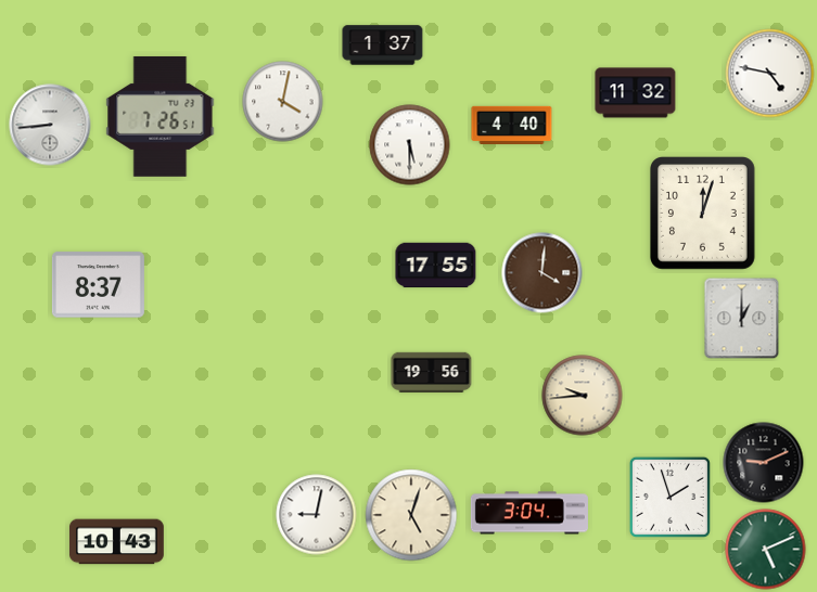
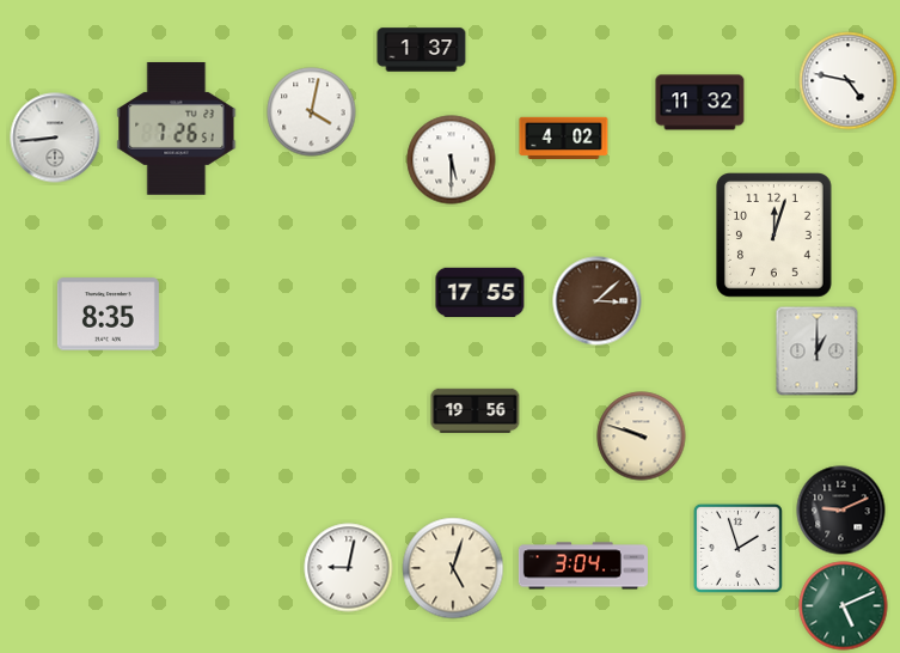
clock at (512, 125): 4:40 -> 4:02
clock at (542, 273): 4:01 -> 3:08
clock at (98, 285): 8:37 -> 8:35
clock at (583, 396): 9:44 -> 9:48
clock at (117, 542): 10:43 -> none
